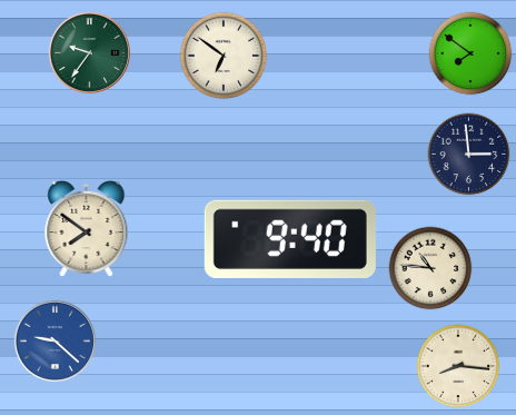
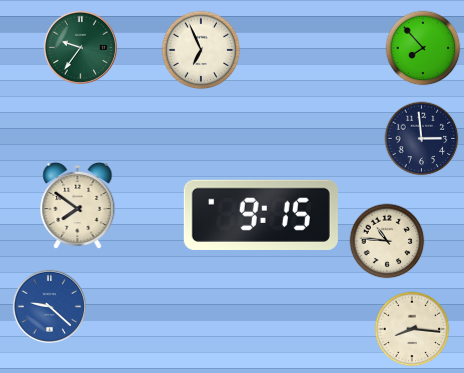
clock at (470, 53): 7:51 -> 7:53
clock at (224, 56): 6:51 -> 6:56
clock at (290, 239): 9:40 -> 9:15
